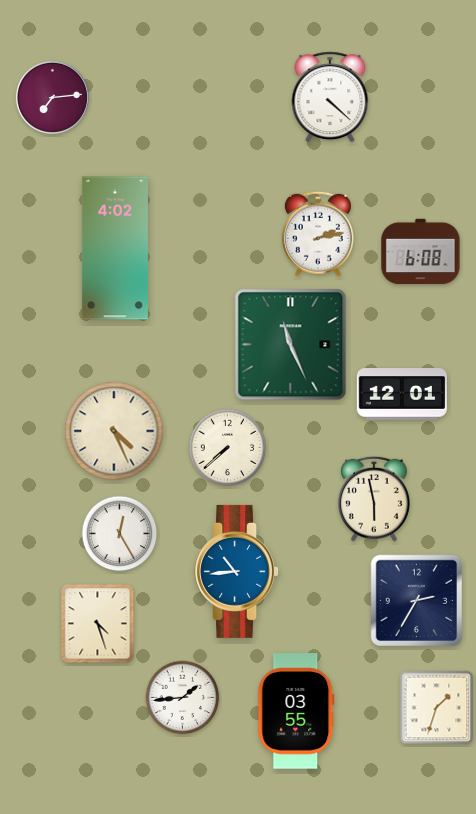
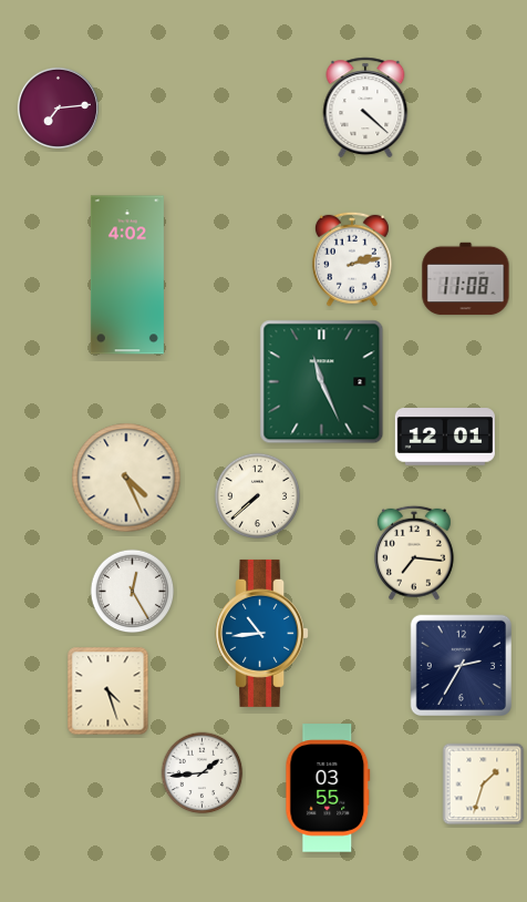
clock at (421, 252): 6:08 -> 11:08
clock at (228, 448) position: (228, 448) -> (258, 496)
clock at (374, 499): 5:58 -> 7:16
